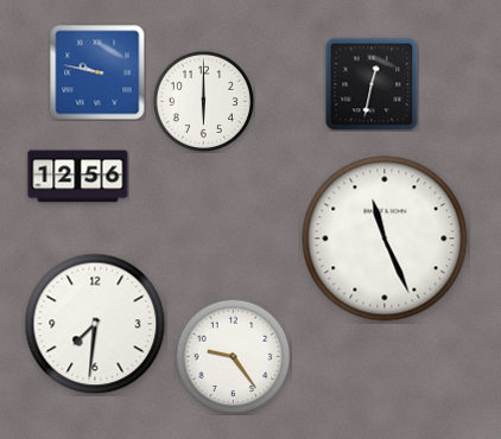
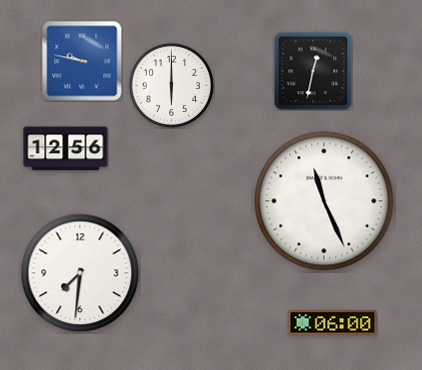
clock at (233, 356): 9:24 -> none
clock at (333, 323): none -> 06:00
